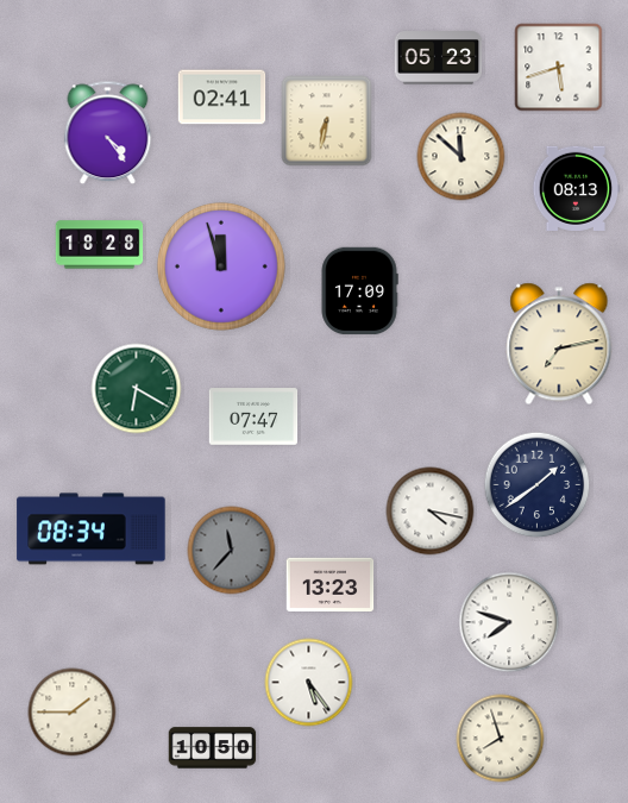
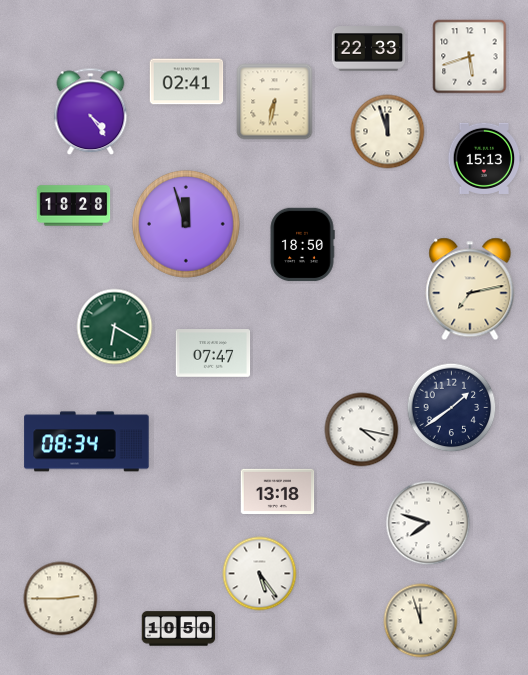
clock at (439, 58): 05:23 -> 22:33
clock at (461, 157): 11:52 -> 11:57
clock at (576, 188): 08:13 -> 15:13
clock at (100, 245) position: (100, 245) -> (74, 206)
clock at (359, 291): 17:09 -> 18:50
clock at (253, 416) position: (253, 416) -> (213, 353)
clock at (92, 529) position: (92, 529) -> (87, 442)
clock at (232, 551): 11:37 -> none
clock at (331, 584): 13:23 -> 13:18
clock at (73, 713): 1:45 -> 2:45
clock at (501, 739): 7:57 -> 11:57
